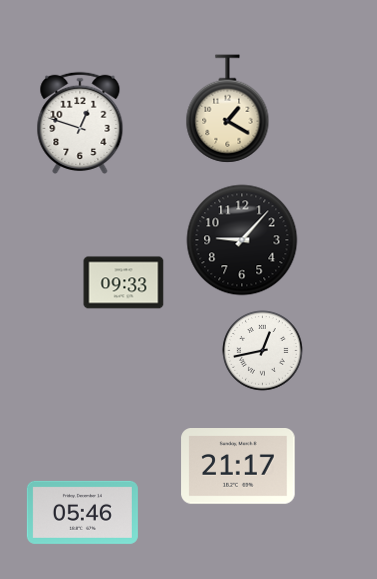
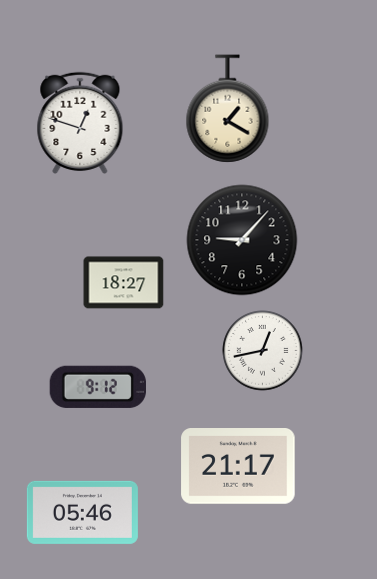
clock at (124, 283): 09:33 -> 18:27
clock at (98, 387): none -> 9:12
